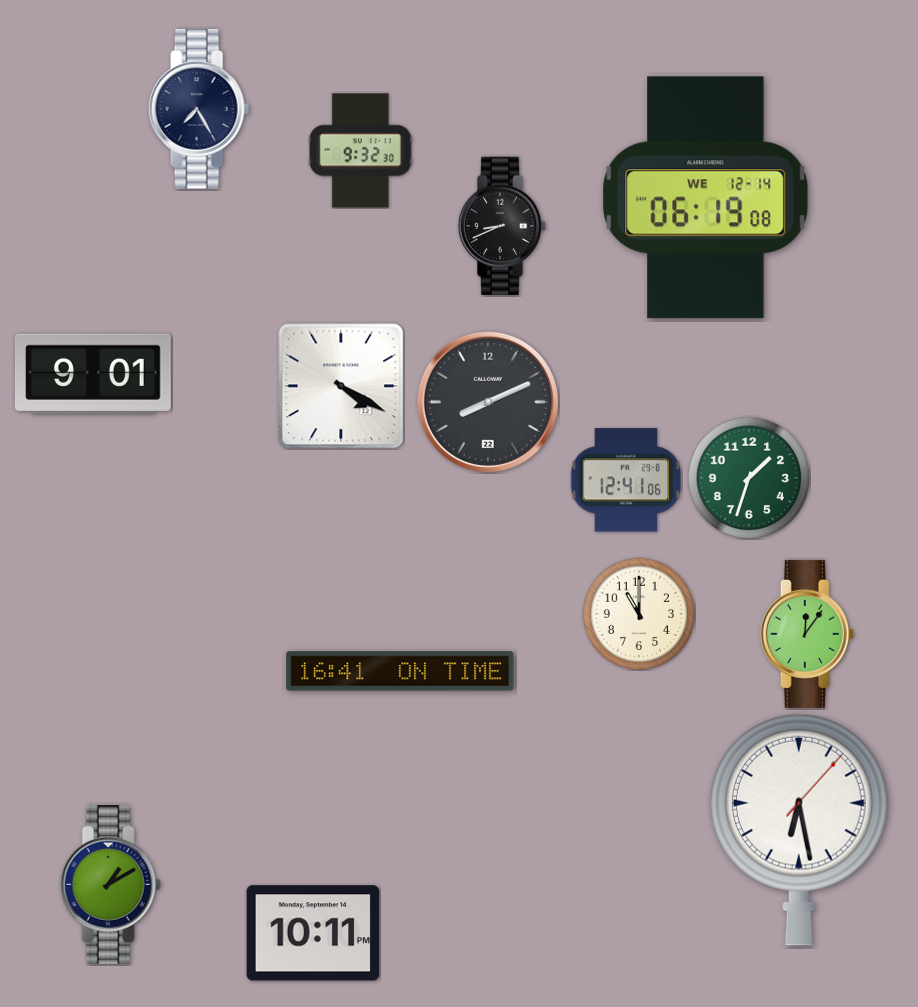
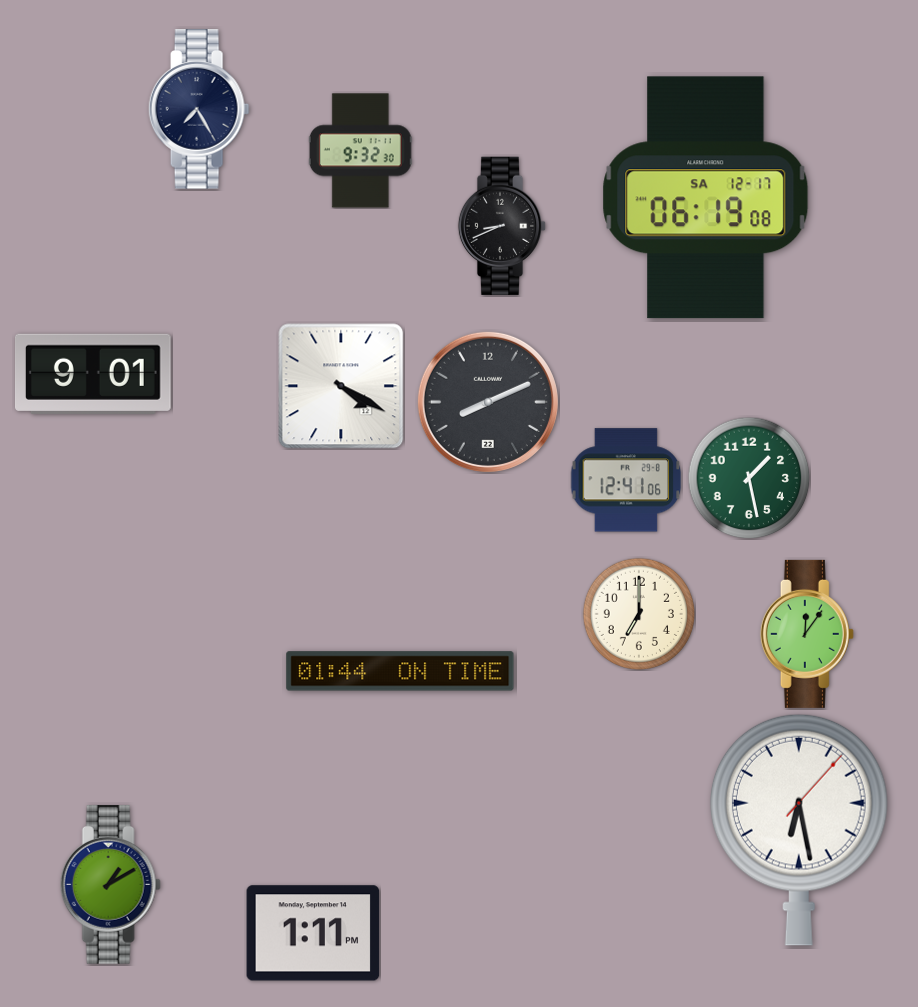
clock at (706, 198) date: WE 12-14 -> SA 12-17
clock at (749, 478): 1:33 -> 1:28
clock at (639, 614): 11:00 -> 7:00
clock at (400, 671): 16:41 -> 01:44
clock at (313, 933): 10:11 -> 1:11
